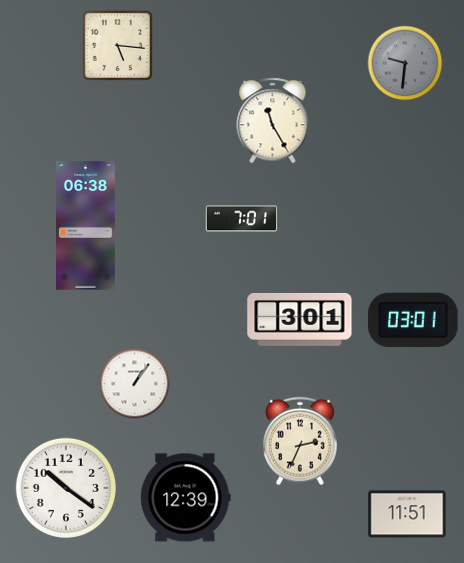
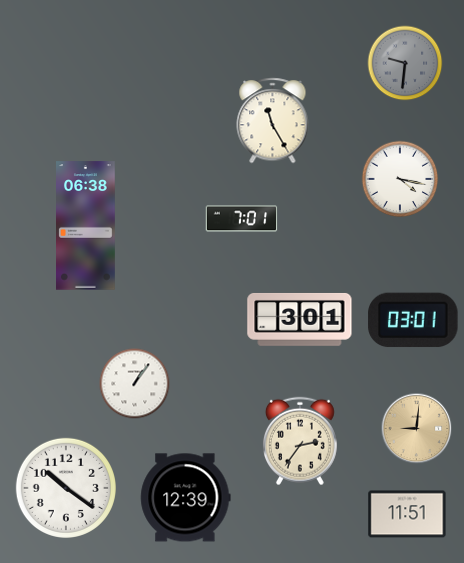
clock at (117, 45): 5:16 -> none
clock at (400, 179): none -> 4:17
clock at (417, 429): none -> 9:01
clock at (300, 441): 2:34 -> 2:36
